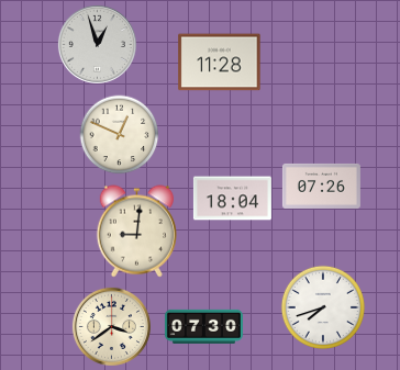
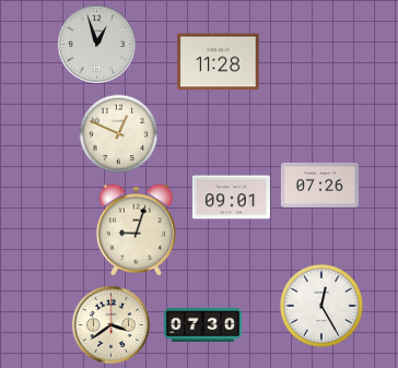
clock at (232, 199): 18:04 -> 09:01
clock at (136, 232): 9:01 -> 9:03
clock at (323, 307): 7:42 -> 12:25
